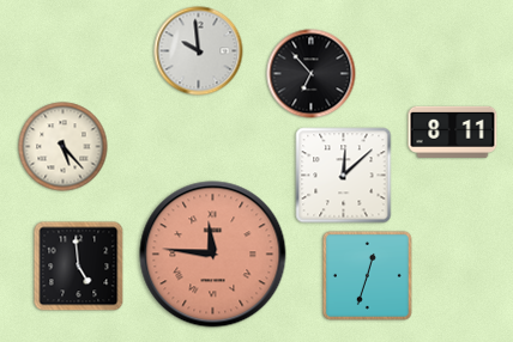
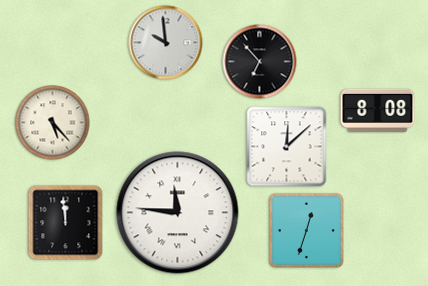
clock at (453, 132): 8:11 -> 8:08
clock at (213, 255) dial: salmon -> white
clock at (79, 267): 4:59 -> 11:59
